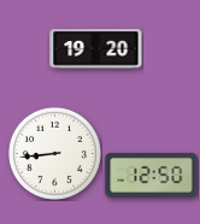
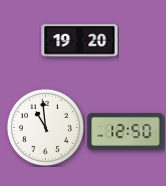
clock at (54, 153): 8:44 -> 10:59
clock at (152, 175) position: (152, 175) -> (126, 131)
